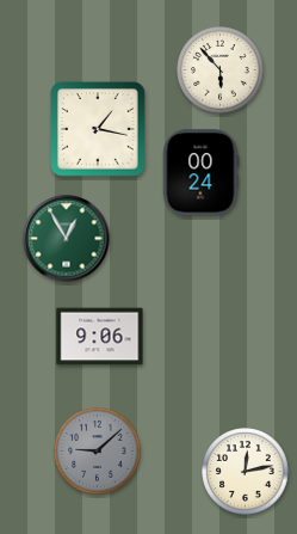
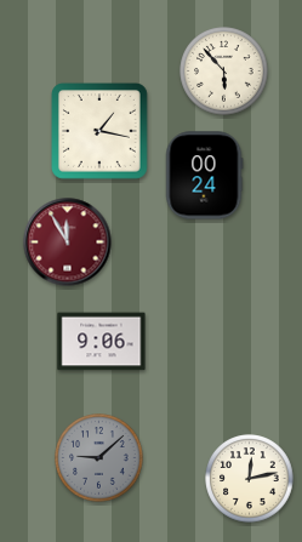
clock at (67, 239): 12:55 -> 11:55
clock at (67, 239) dial: green -> burgundy
